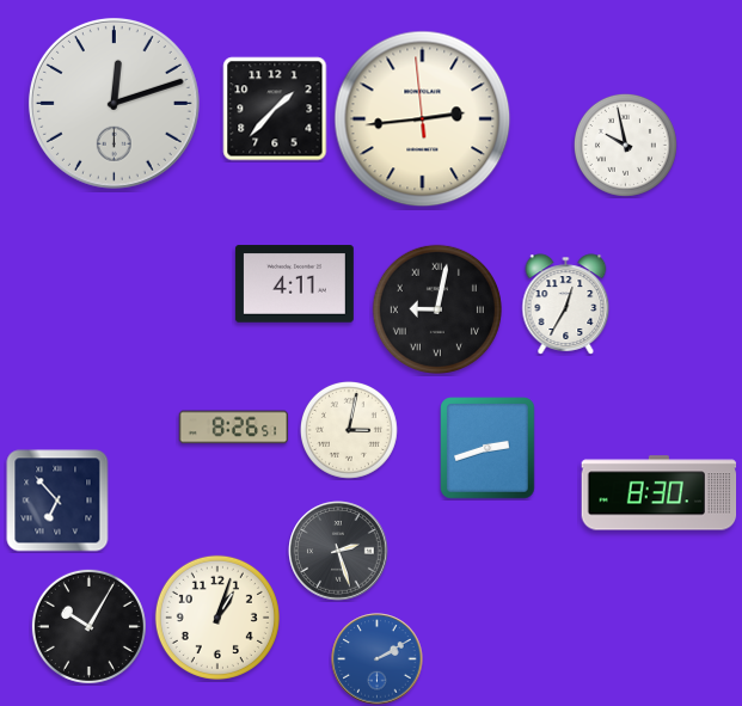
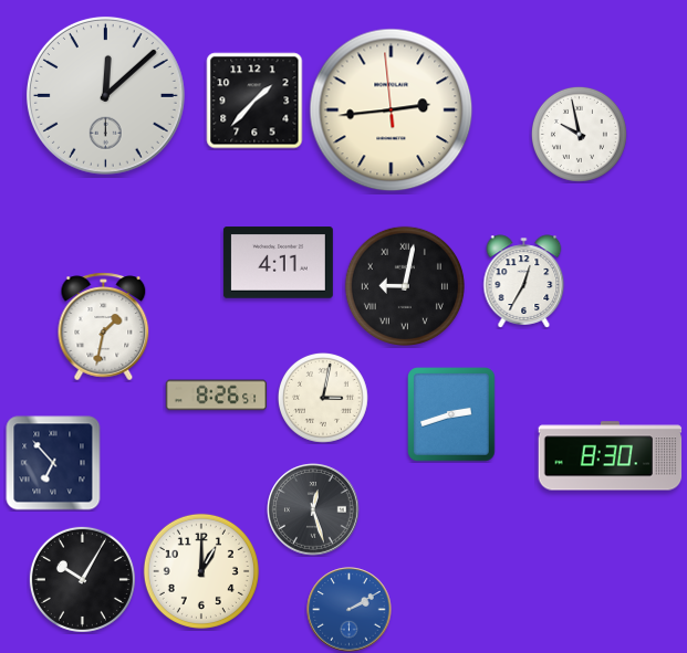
clock at (114, 103): 12:12 -> 12:08
clock at (294, 284) position: (294, 284) -> (278, 263)
clock at (104, 327): none -> 1:32
clock at (338, 551): 2:27 -> 12:27
clock at (217, 618): 1:03 -> 1:00
